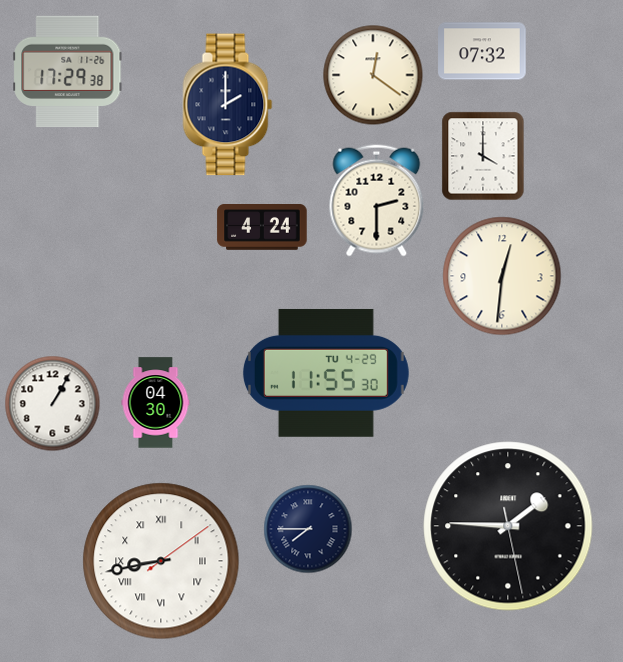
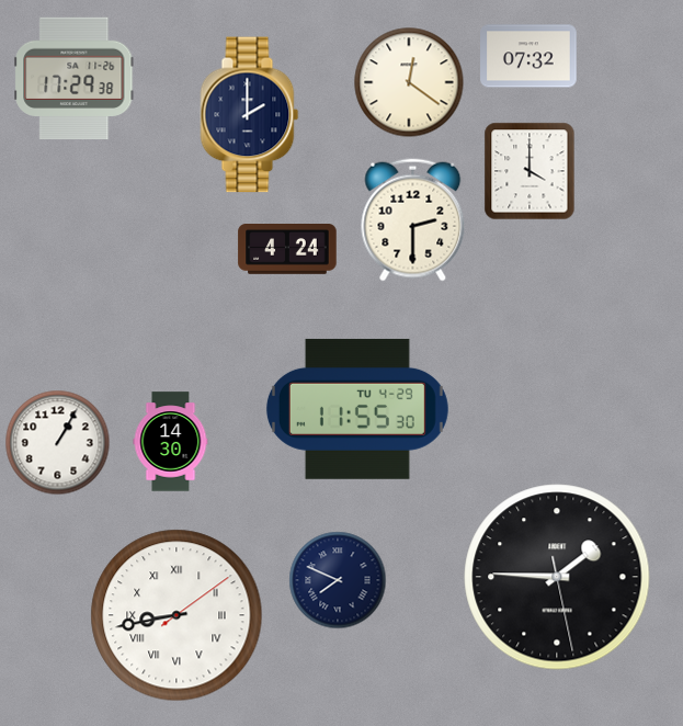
clock at (502, 276): 12:31 -> none
clock at (156, 403): 04:30 -> 14:30
clock at (308, 529): 7:45 -> 7:49
